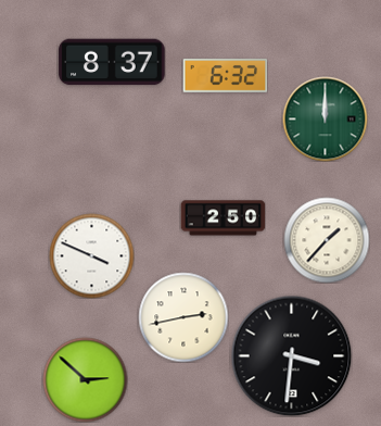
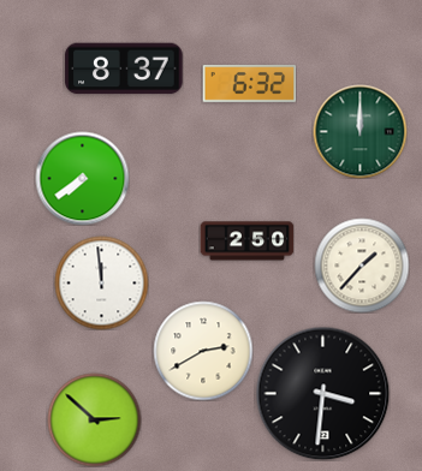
clock at (82, 178): none -> 7:39
clock at (91, 255): 3:49 -> 11:59
clock at (183, 317): 2:43 -> 2:40
